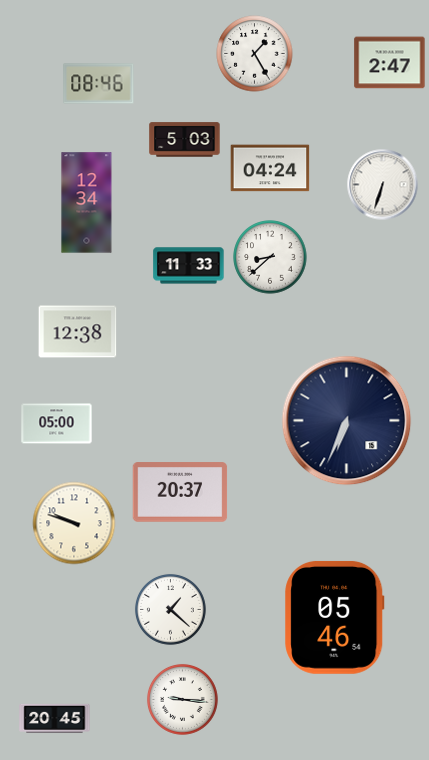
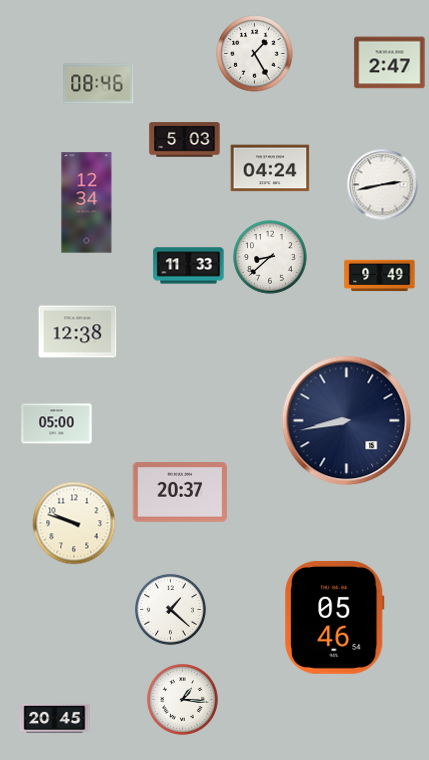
clock at (383, 185): 6:33 -> 2:43
clock at (380, 276): none -> 9:49
clock at (347, 421): 6:34 -> 8:43
clock at (182, 699): 9:16 -> 1:16
